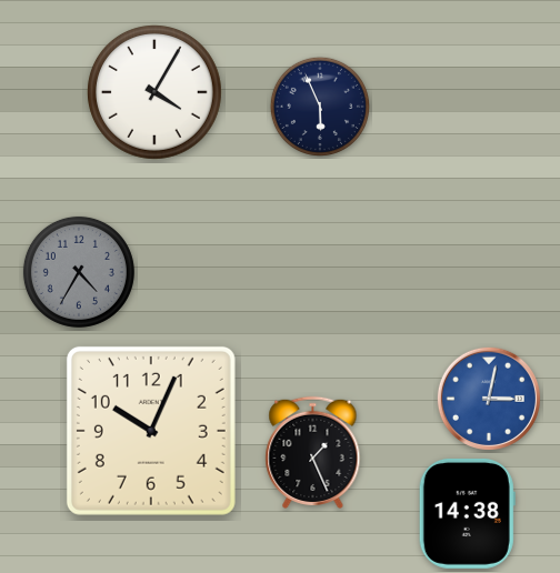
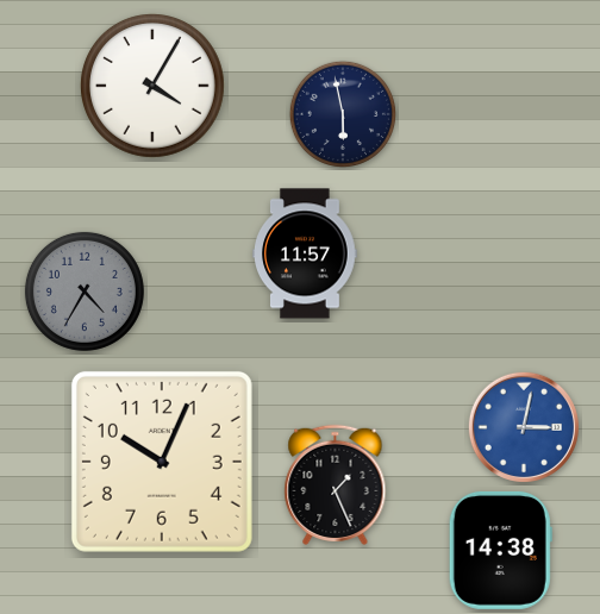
clock at (154, 92) position: (154, 92) -> (152, 86)
clock at (320, 107): 5:56 -> 5:58
clock at (305, 253): none -> 11:57
